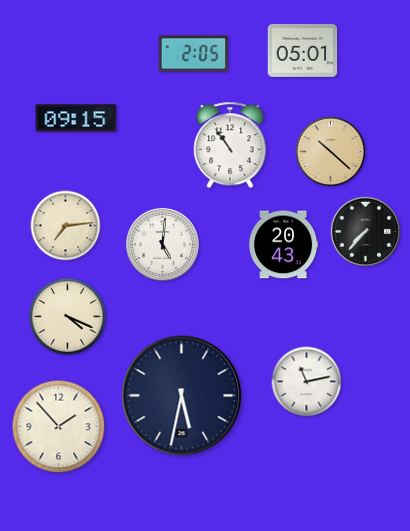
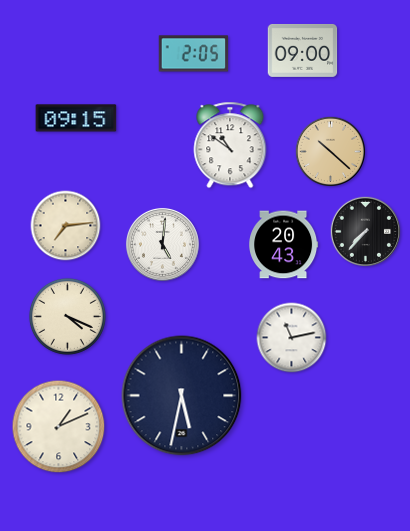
clock at (303, 50): 05:01 -> 09:00
clock at (230, 145): 10:54 -> 10:51
clock at (307, 382) position: (307, 382) -> (292, 338)
clock at (59, 427): 1:53 -> 1:11
